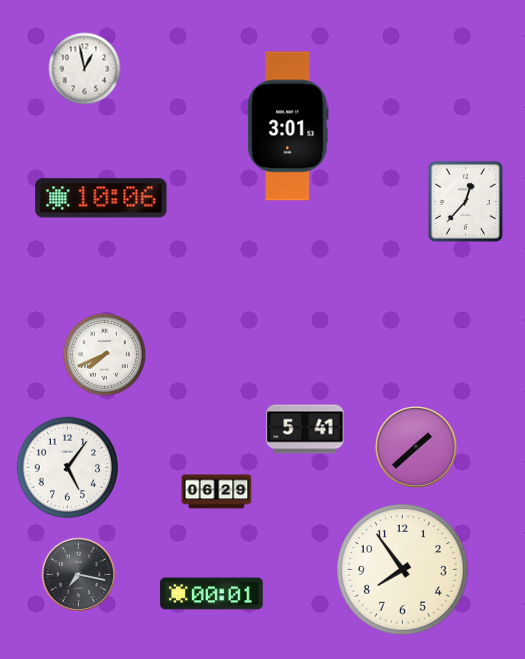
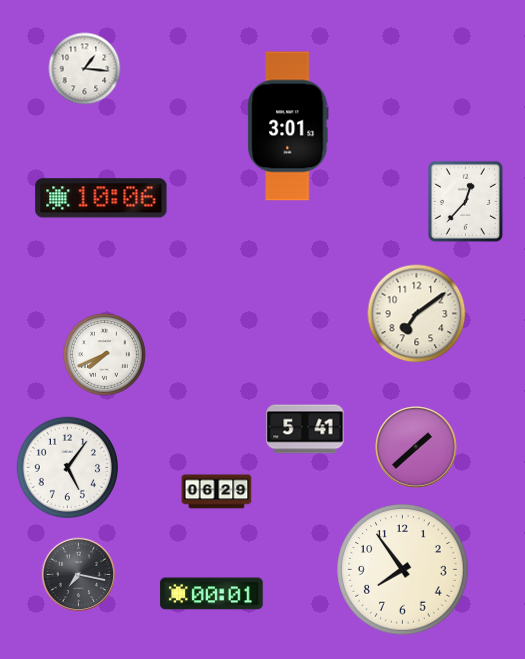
clock at (85, 69): 12:58 -> 1:16
clock at (417, 314): none -> 7:09
